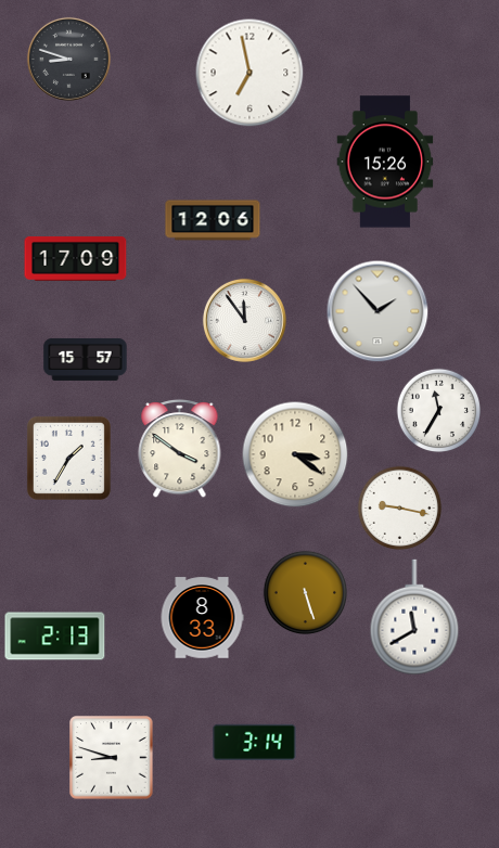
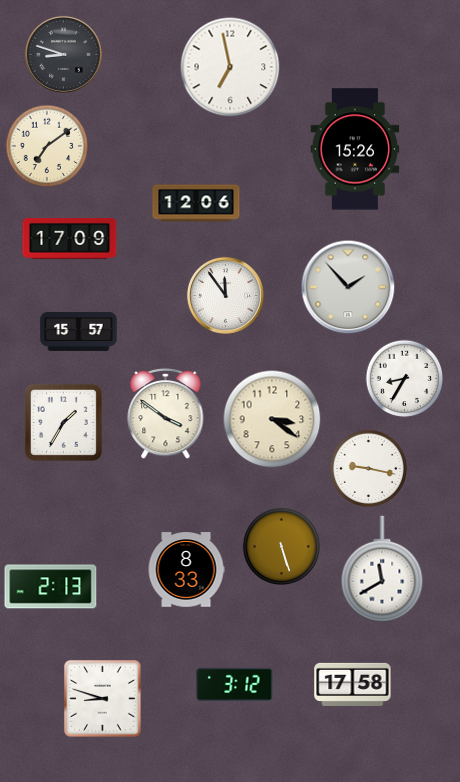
clock at (47, 146): none -> 7:09
clock at (438, 410): 11:35 -> 8:35
clock at (255, 742): 3:14 -> 3:12
clock at (353, 684): none -> 17:58
